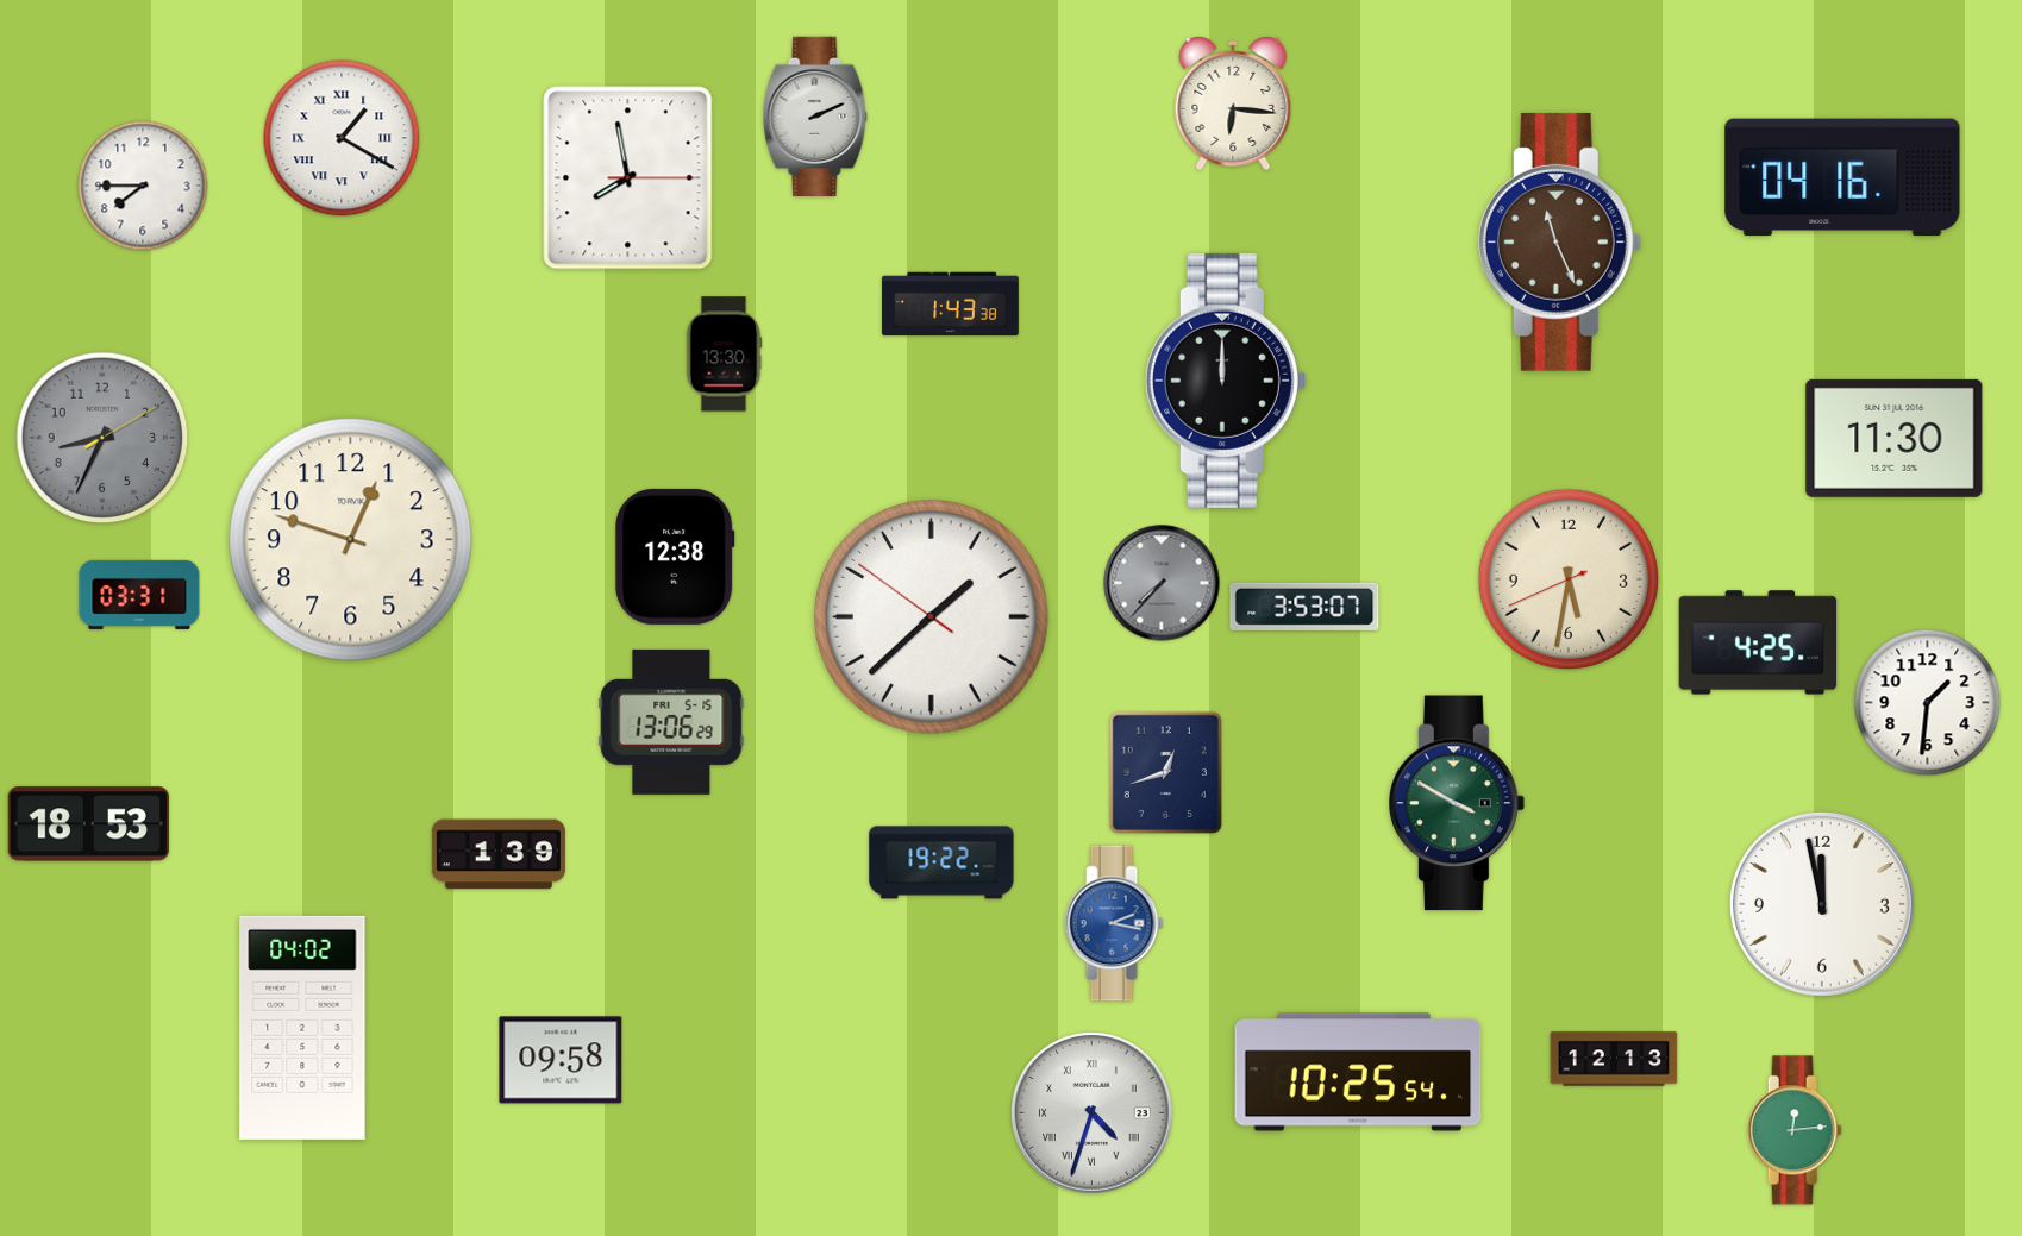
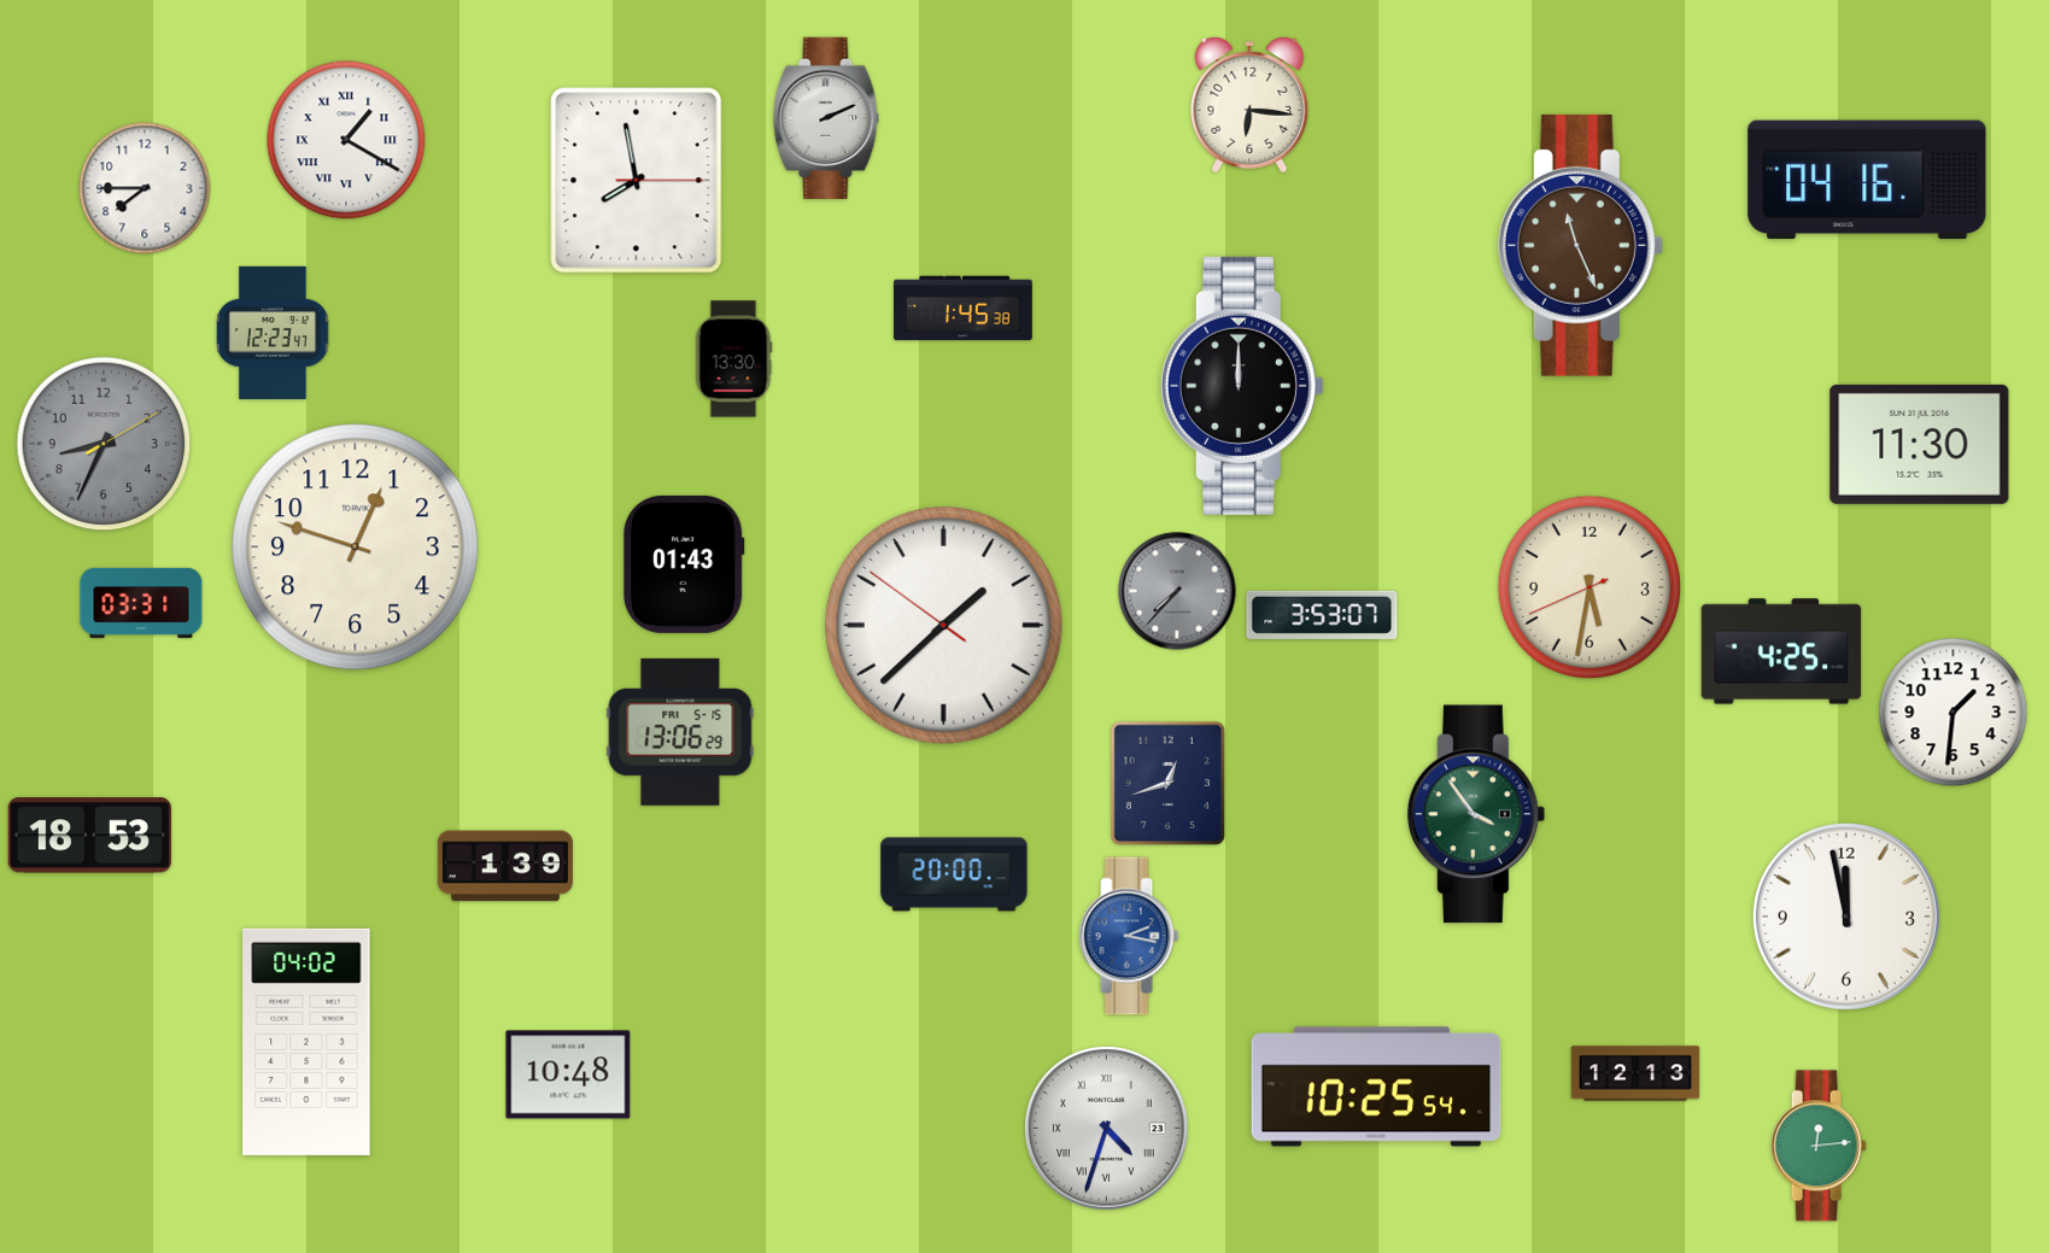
clock at (951, 305): 1:43 -> 1:45
clock at (273, 332): none -> 12:23
clock at (675, 557): 12:38 -> 01:43
clock at (1165, 772) position: (1165, 772) -> (1167, 783)
clock at (1458, 803): 3:50 -> 3:54
clock at (941, 862): 19:22 -> 20:00
clock at (561, 1060): 09:58 -> 10:48
